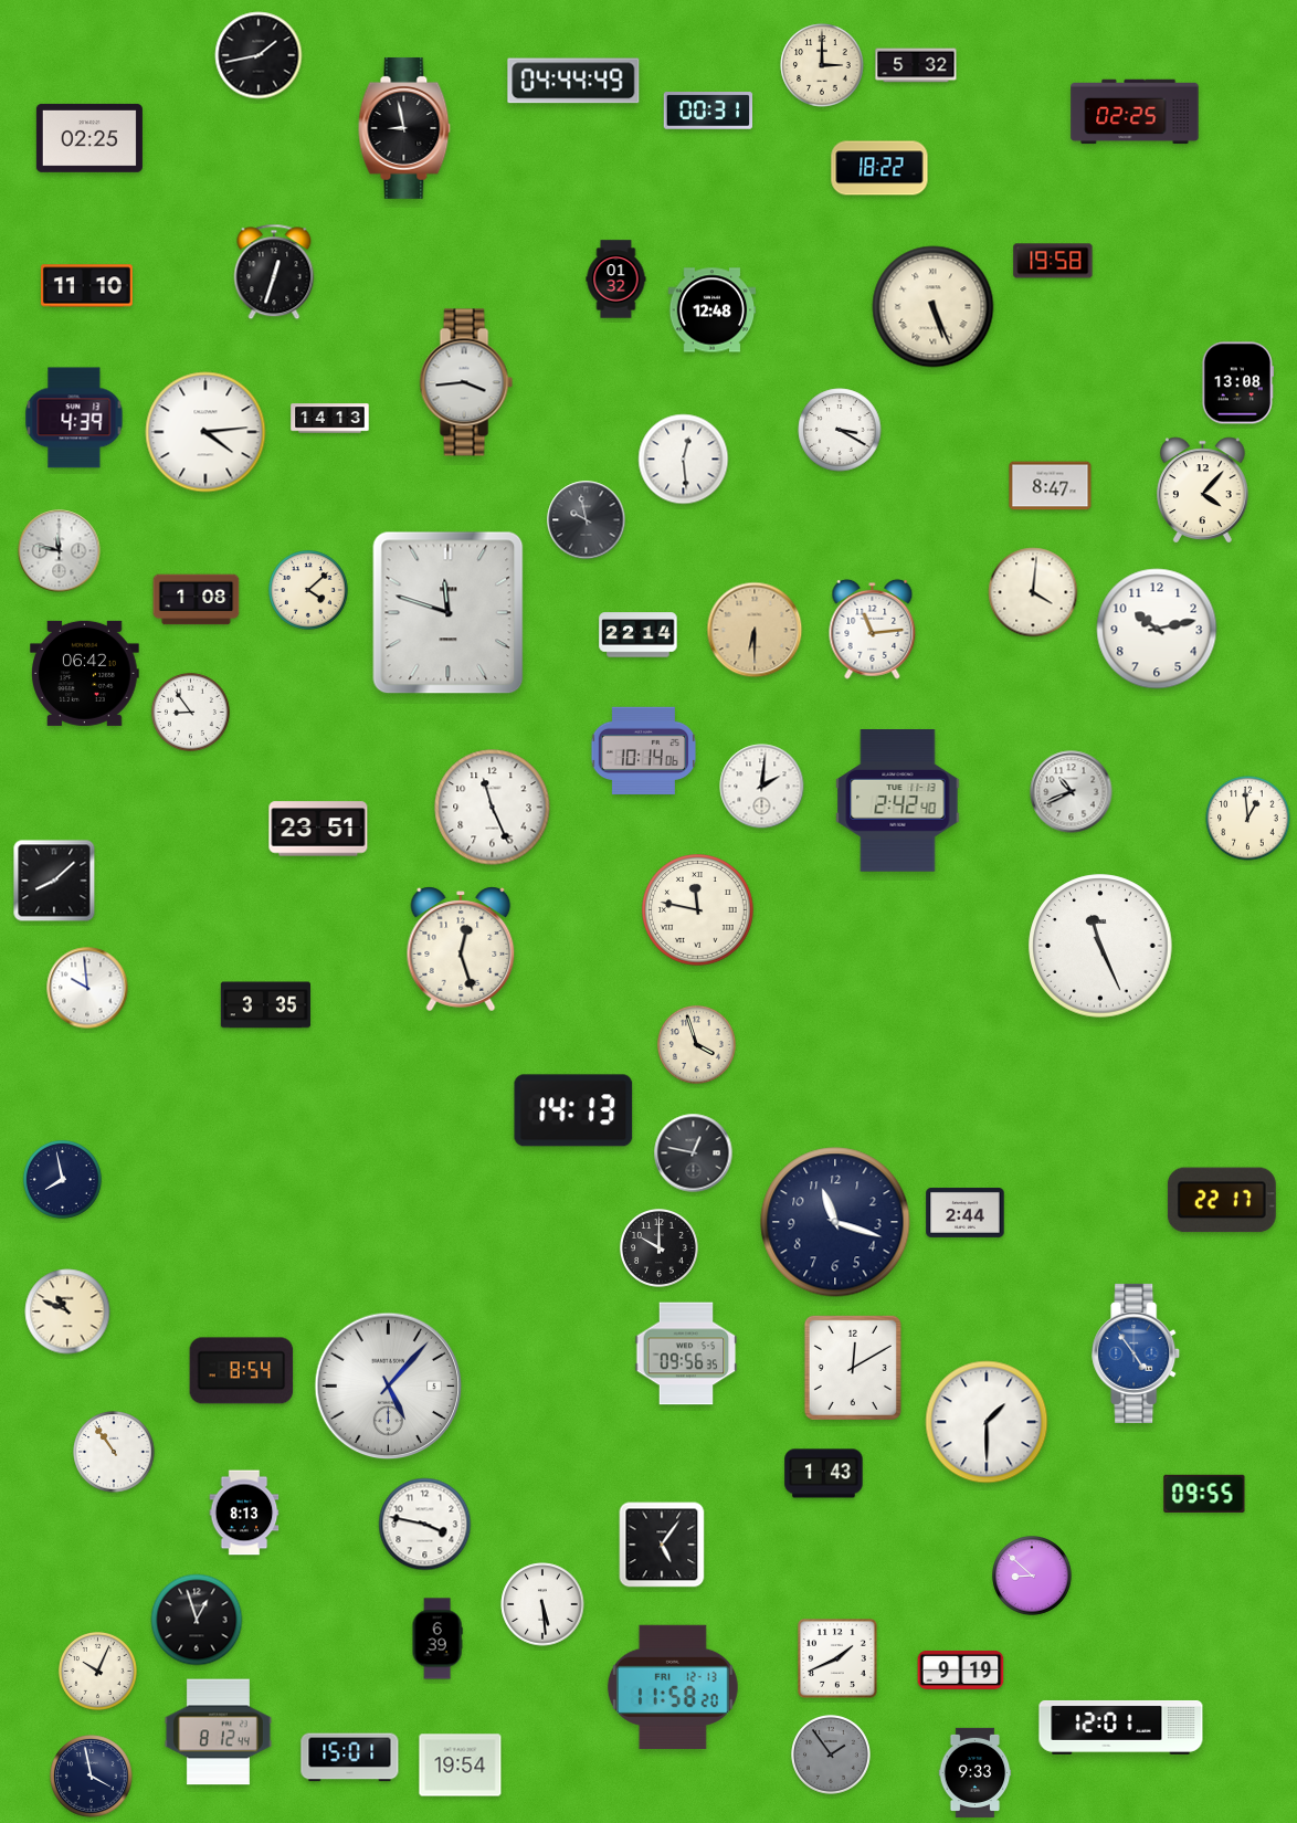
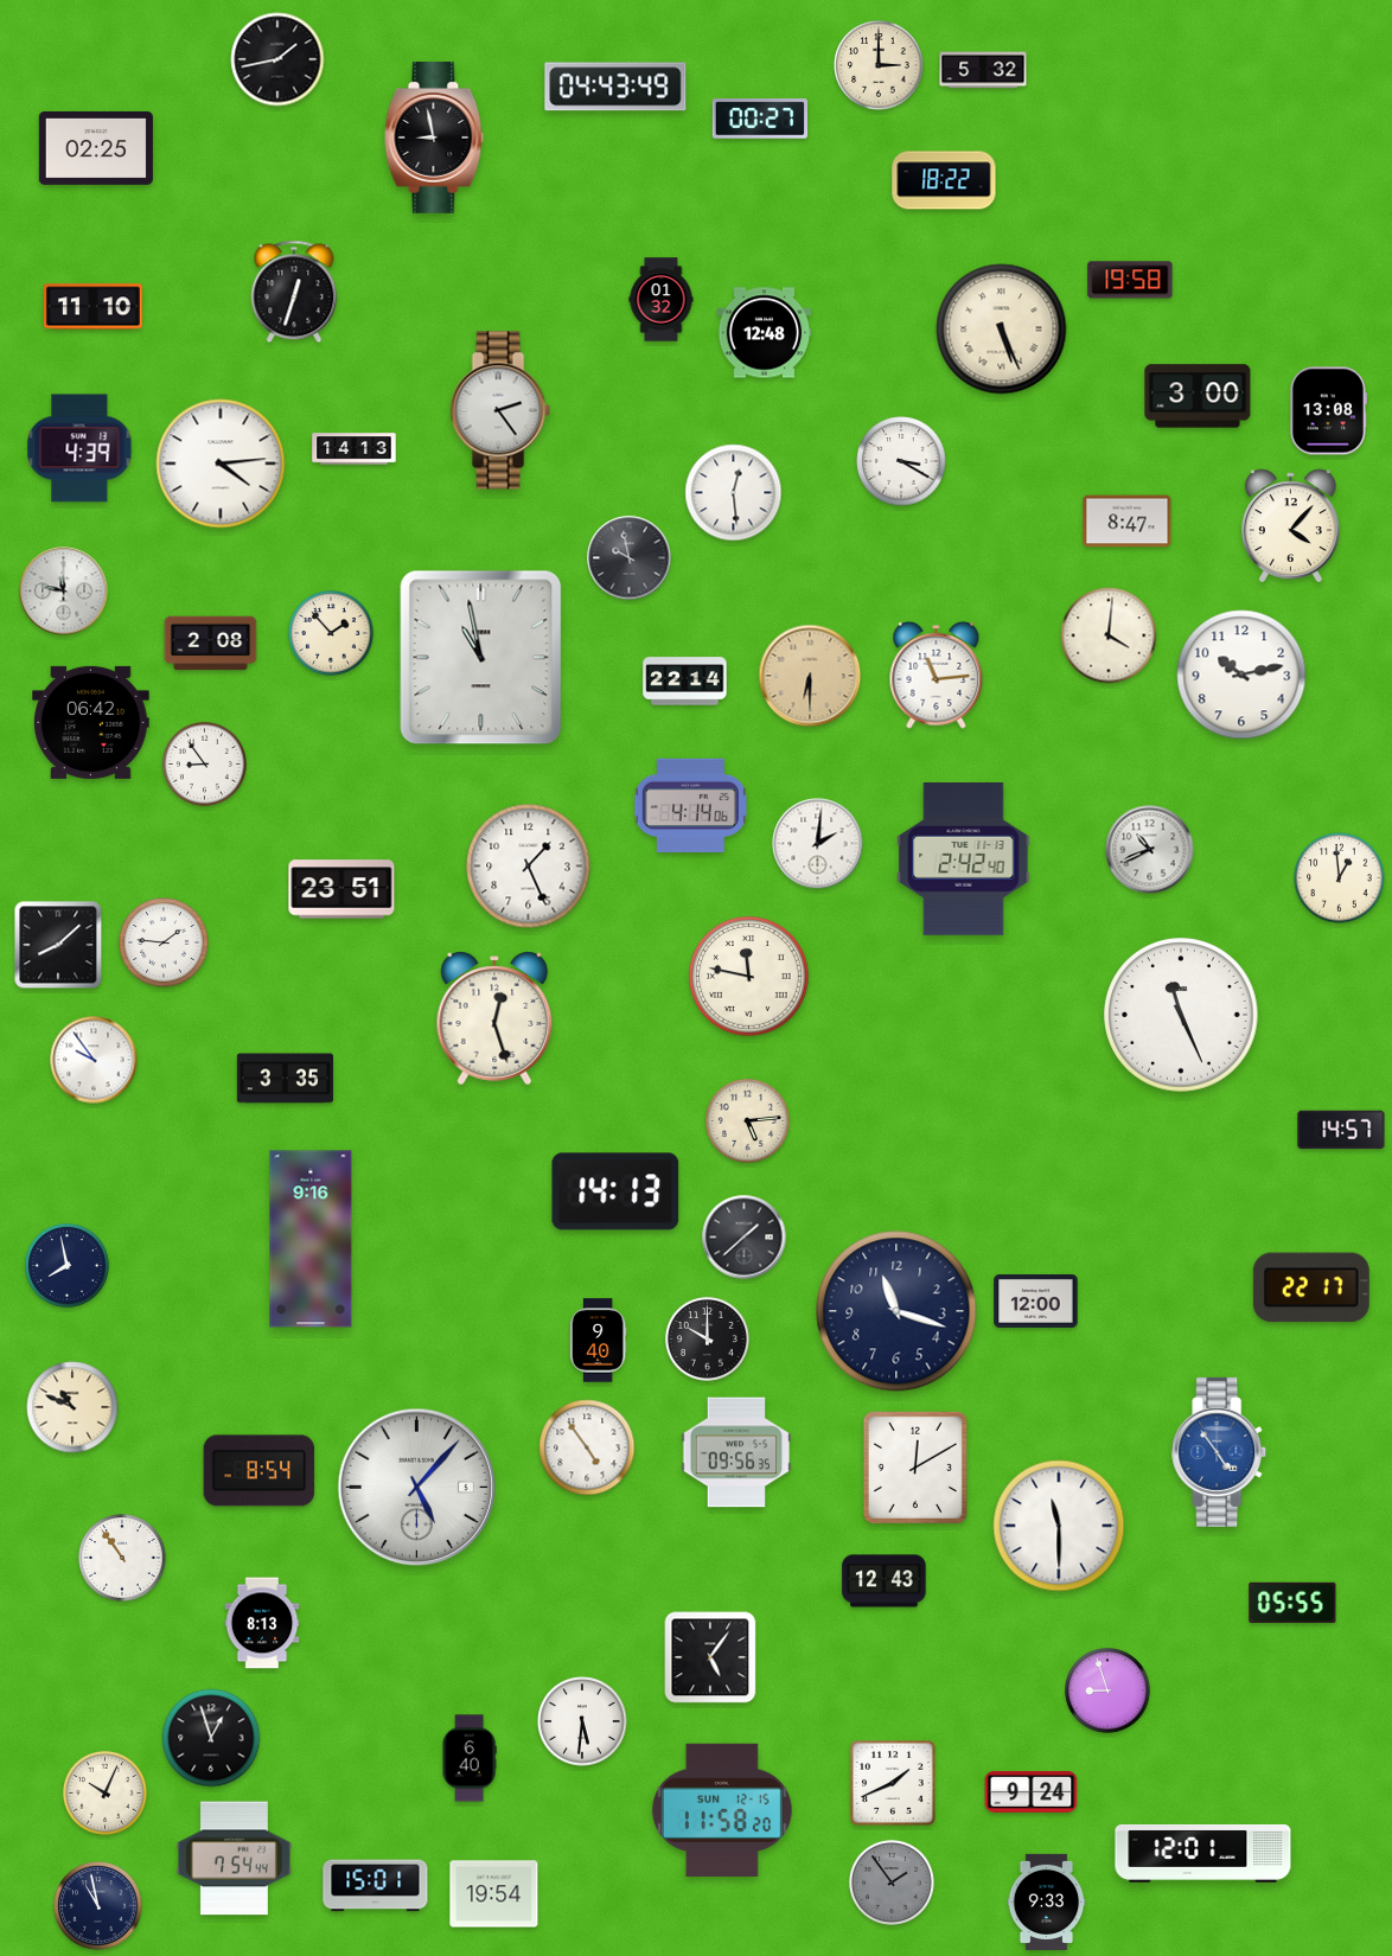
clock at (822, 65) position: (822, 65) -> (879, 65)
clock at (573, 81): 04:44 -> 04:43
clock at (707, 110): 00:31 -> 00:27
clock at (1135, 112): 02:25 -> none
clock at (1198, 396): none -> 3:00
clock at (466, 382): 3:44 -> 2:24
clock at (309, 591): 4:08 -> 1:53
clock at (197, 600): 1:08 -> 2:08
clock at (449, 613): 11:48 -> 10:58
clock at (643, 751): 10:14 -> 4:14
clock at (493, 808): 11:26 -> 1:26
clock at (164, 942): none -> 1:46
clock at (87, 988): 9:59 -> 9:54
clock at (696, 1044): 3:57 -> 5:14
clock at (1341, 1130): none -> 14:57
clock at (694, 1153): 12:47 -> 1:38
clock at (311, 1239): none -> 9:16
clock at (966, 1213): 2:44 -> 12:00
clock at (598, 1341): none -> 9:40
clock at (587, 1447): none -> 4:54
clock at (987, 1422): 1:30 -> 11:30
clock at (824, 1474): 1:43 -> 12:43
clock at (1204, 1494): 09:55 -> 05:55
clock at (425, 1525): 3:47 -> none
clock at (1033, 1577): 8:52 -> 8:57
clock at (542, 1604): 5:29 -> 5:31
clock at (437, 1638): 6:39 -> 6:40
clock at (837, 1658) position: (837, 1658) -> (893, 1783)
clock at (961, 1671): 9:19 -> 9:24
clock at (673, 1687) date: FRI 12-13 -> SUN 12-15
clock at (218, 1732): 8:12 -> 7:54
clock at (92, 1777): 3:58 -> 10:58
